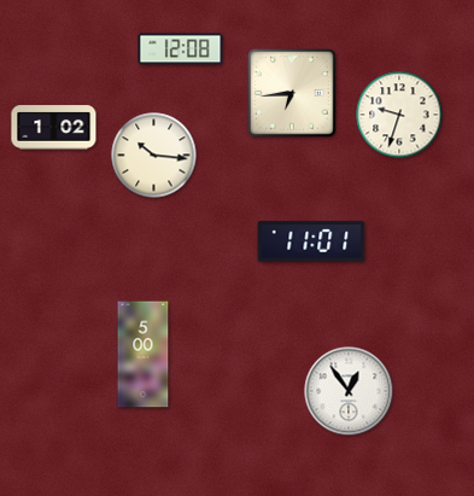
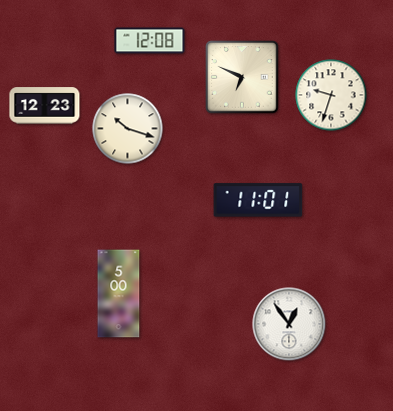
clock at (292, 93): 6:44 -> 6:49
clock at (54, 128): 1:02 -> 12:23
clock at (154, 156): 10:16 -> 10:18
